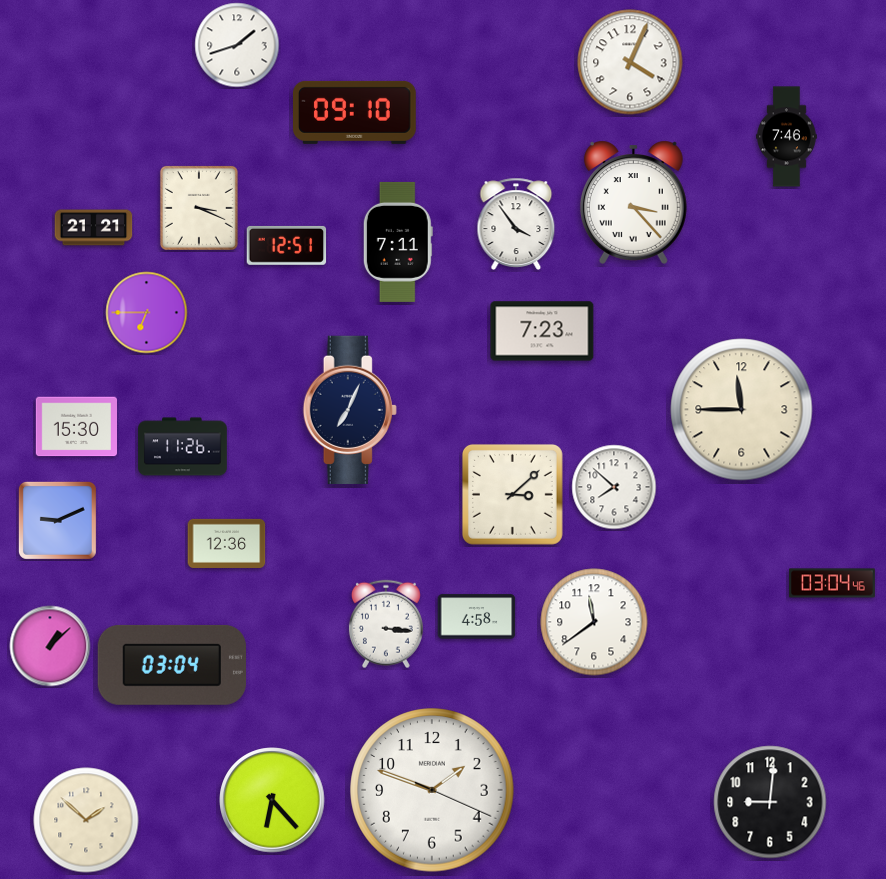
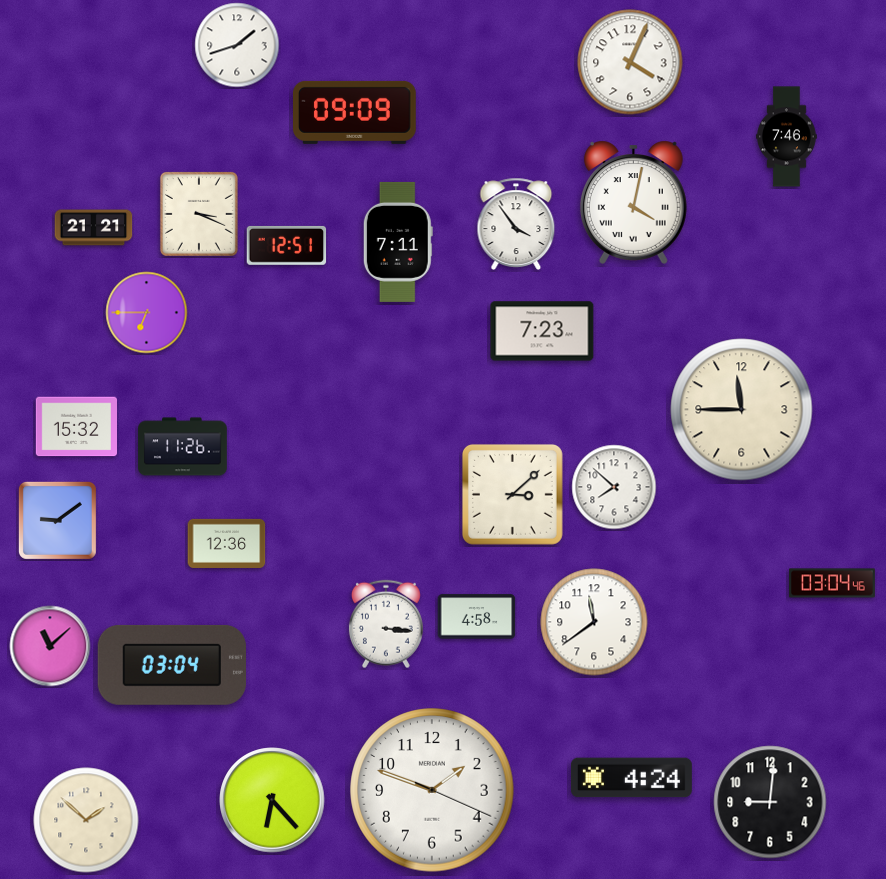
clock at (355, 112): 09:10 -> 09:09
clock at (633, 202): 3:23 -> 4:02
clock at (199, 208) position: (199, 208) -> (199, 214)
clock at (350, 410): 7:04 -> none
clock at (76, 427): 15:30 -> 15:32
clock at (57, 520): 9:11 -> 9:09
clock at (50, 646): 1:08 -> 11:08
clock at (631, 778): none -> 4:24
